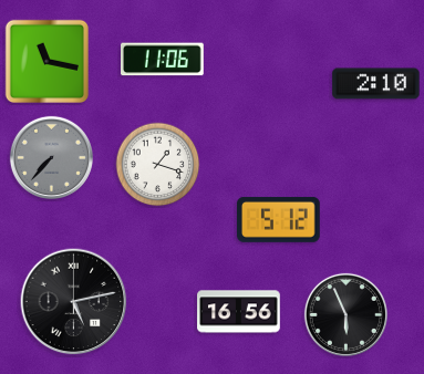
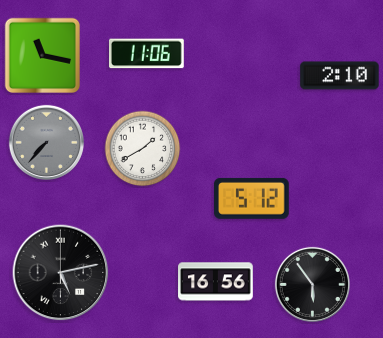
clock at (158, 165): 1:18 -> 1:40
clock at (74, 302) position: (74, 302) -> (61, 273)
clock at (345, 314): 5:56 -> 5:54
